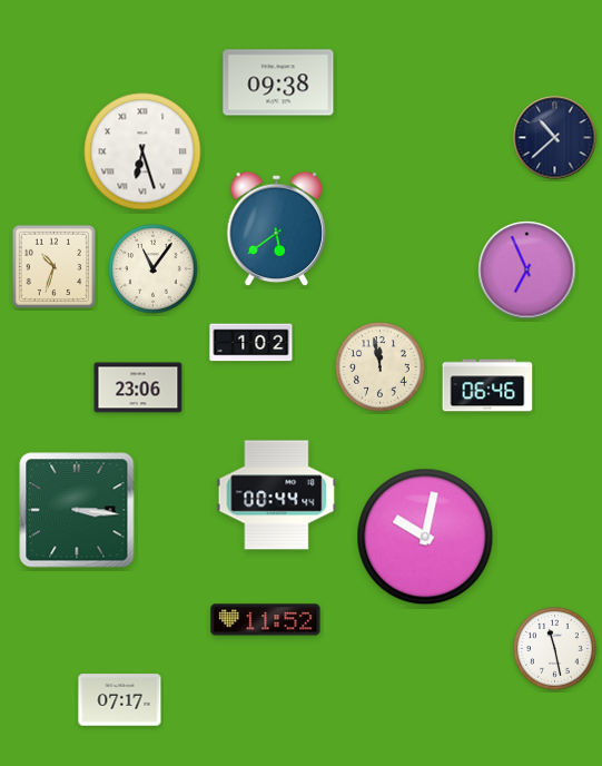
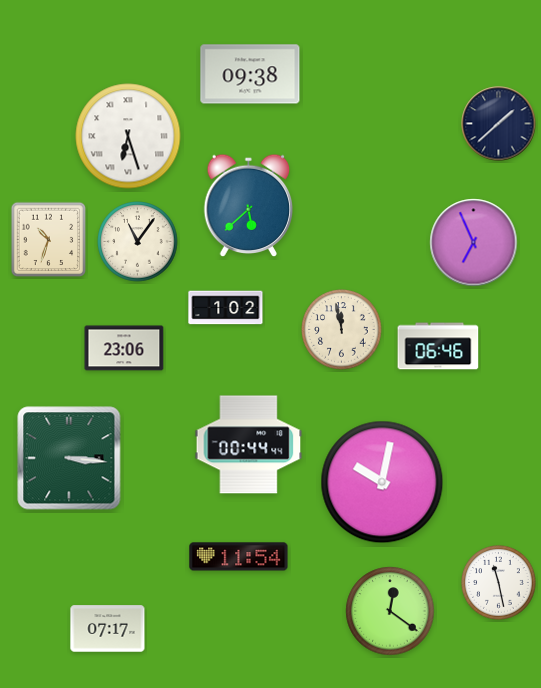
clock at (555, 138): 10:38 -> 1:38
clock at (277, 229): 5:39 -> 5:38
clock at (266, 620): 11:52 -> 11:54
clock at (390, 611): none -> 12:21
